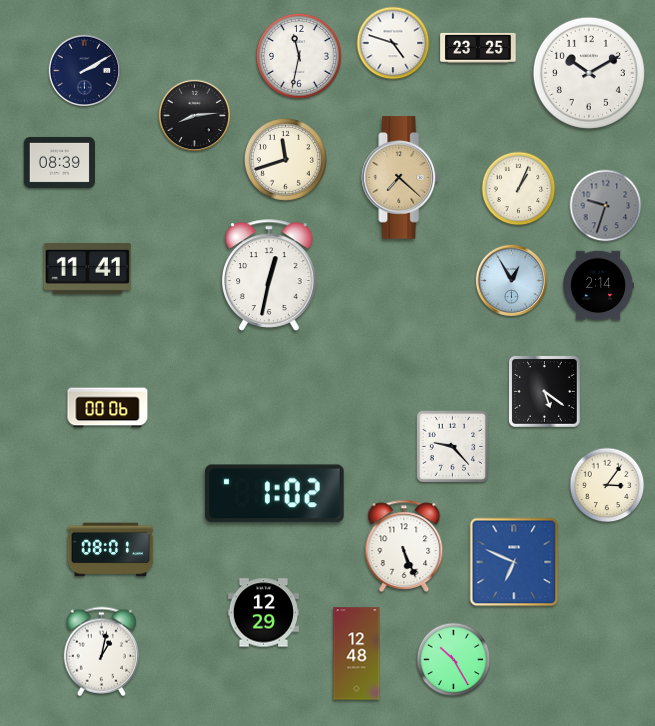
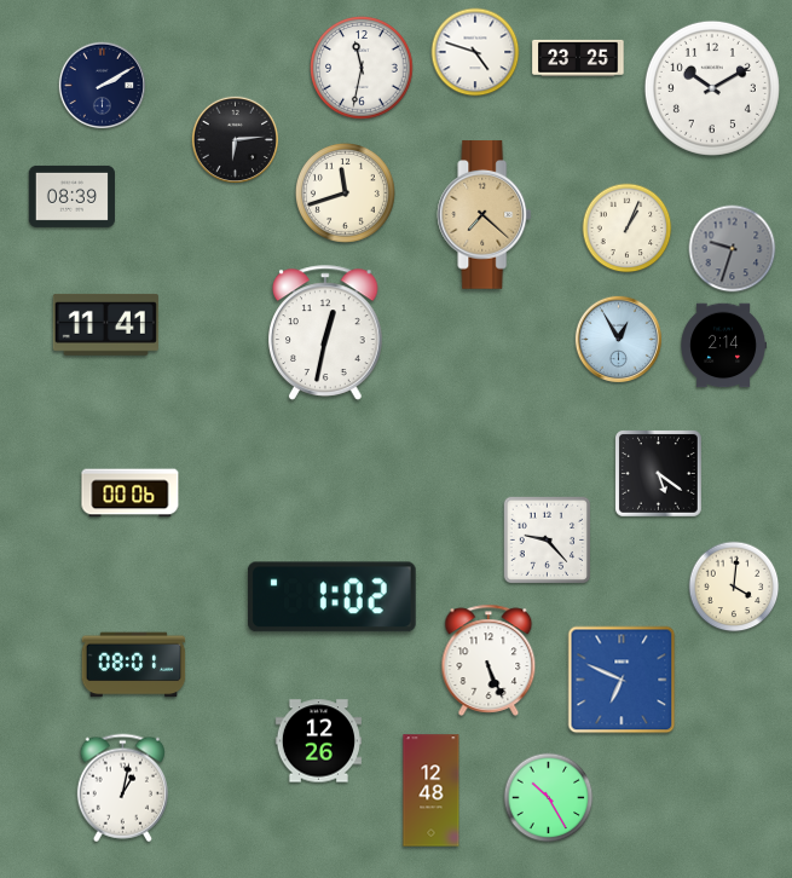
clock at (194, 115): 8:14 -> 6:14
clock at (607, 485): 3:06 -> 4:01
clock at (263, 613): 12:29 -> 12:26
